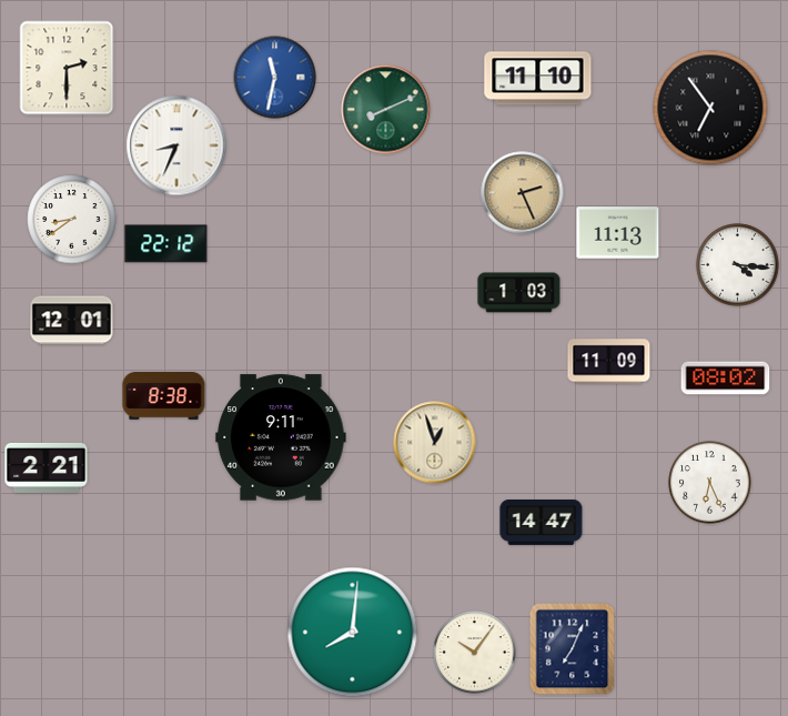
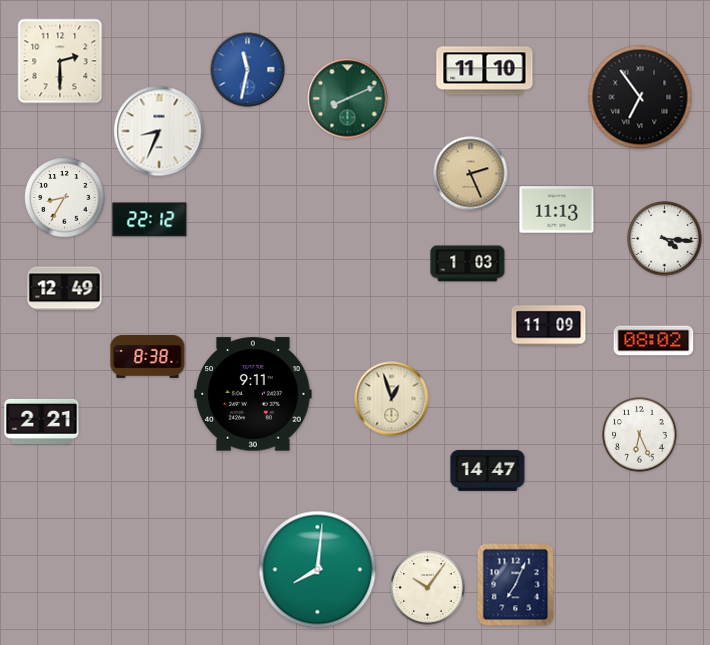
clock at (72, 220): 8:39 -> 8:35
clock at (72, 321): 12:01 -> 12:49
